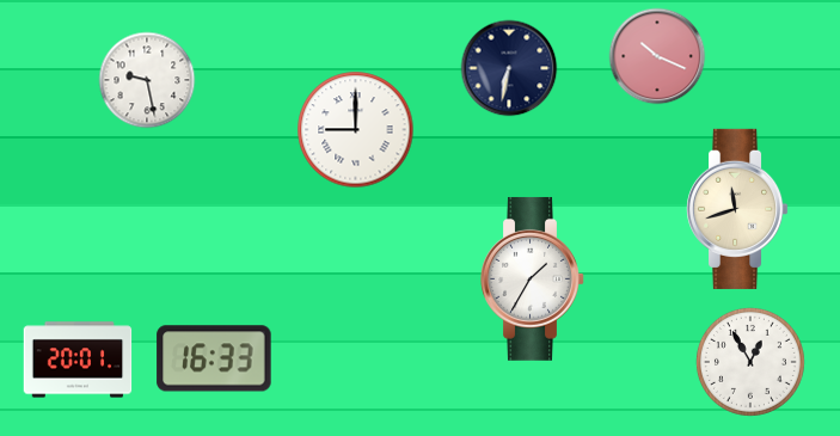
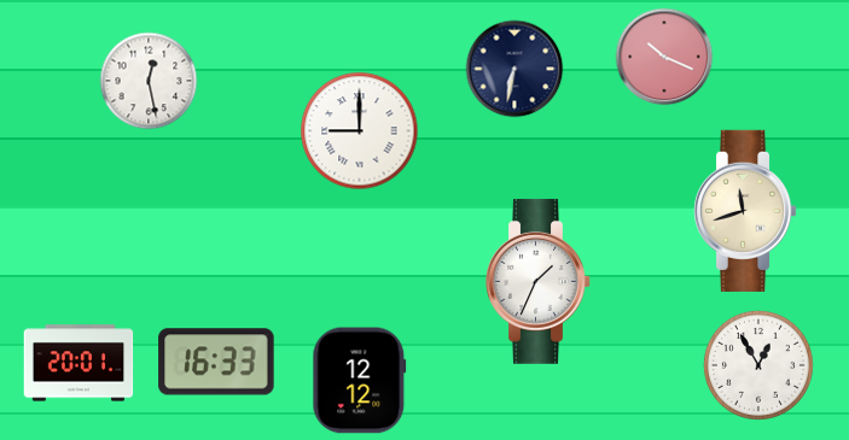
clock at (147, 80): 9:28 -> 12:28
clock at (533, 278): 1:35 -> 1:34
clock at (360, 381): none -> 12:12
